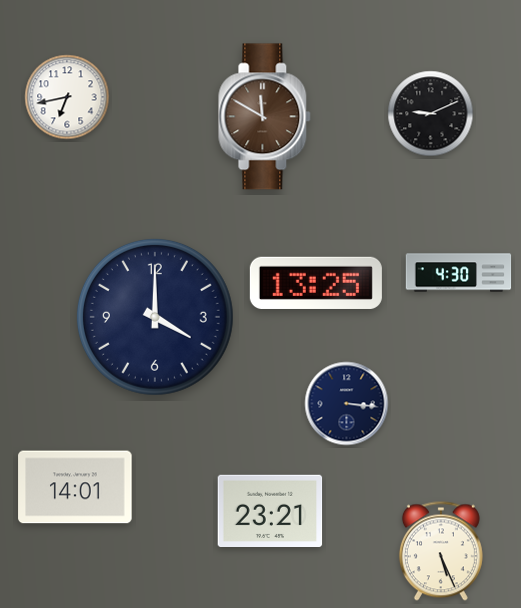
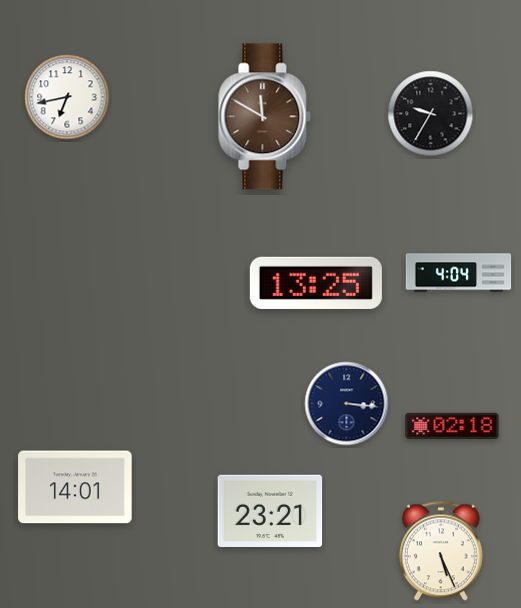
clock at (431, 114): 9:11 -> 9:35
clock at (459, 273): 4:30 -> 4:04
clock at (155, 317): 4:00 -> none
clock at (452, 425): none -> 02:18
